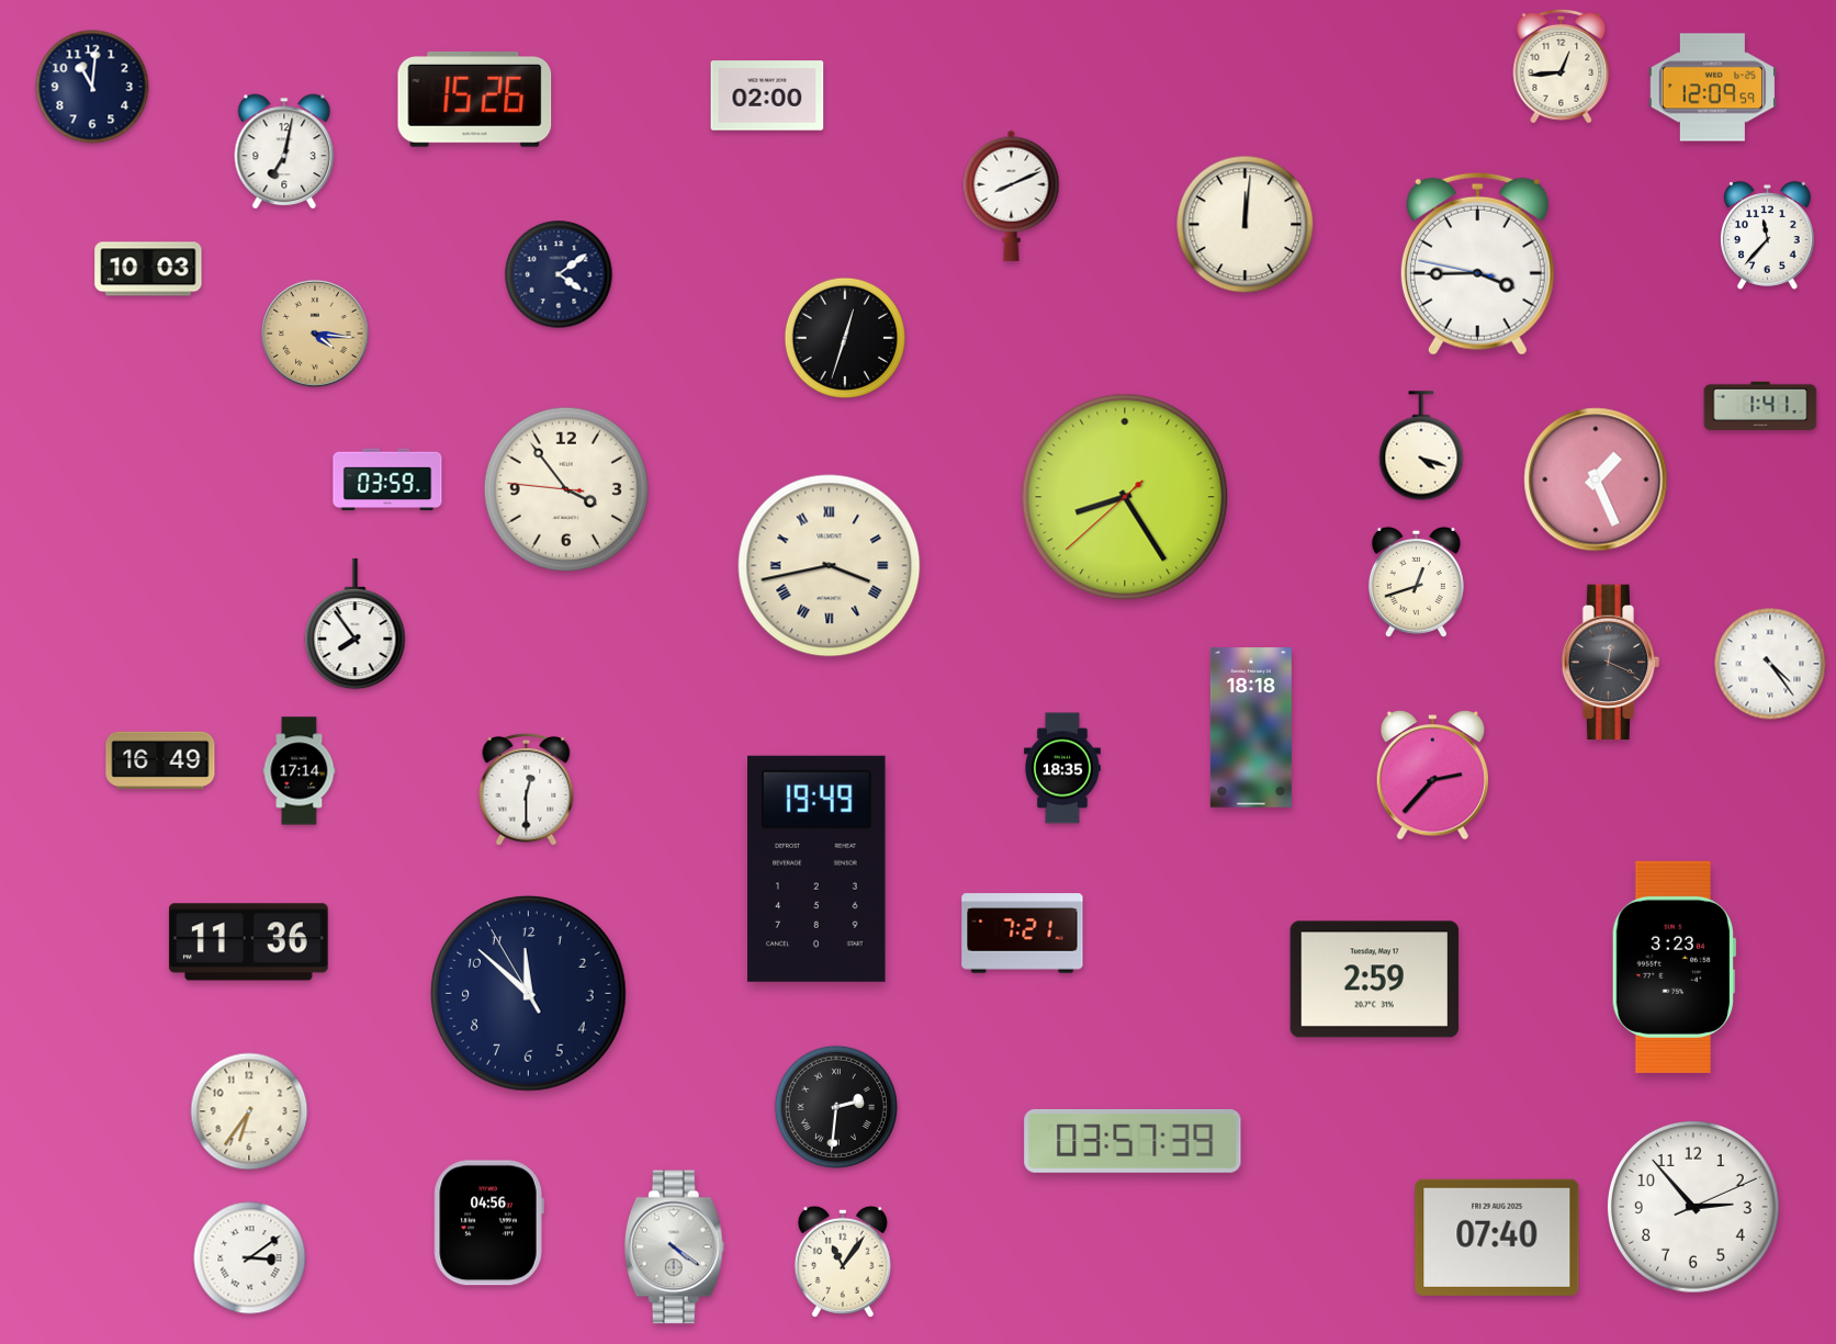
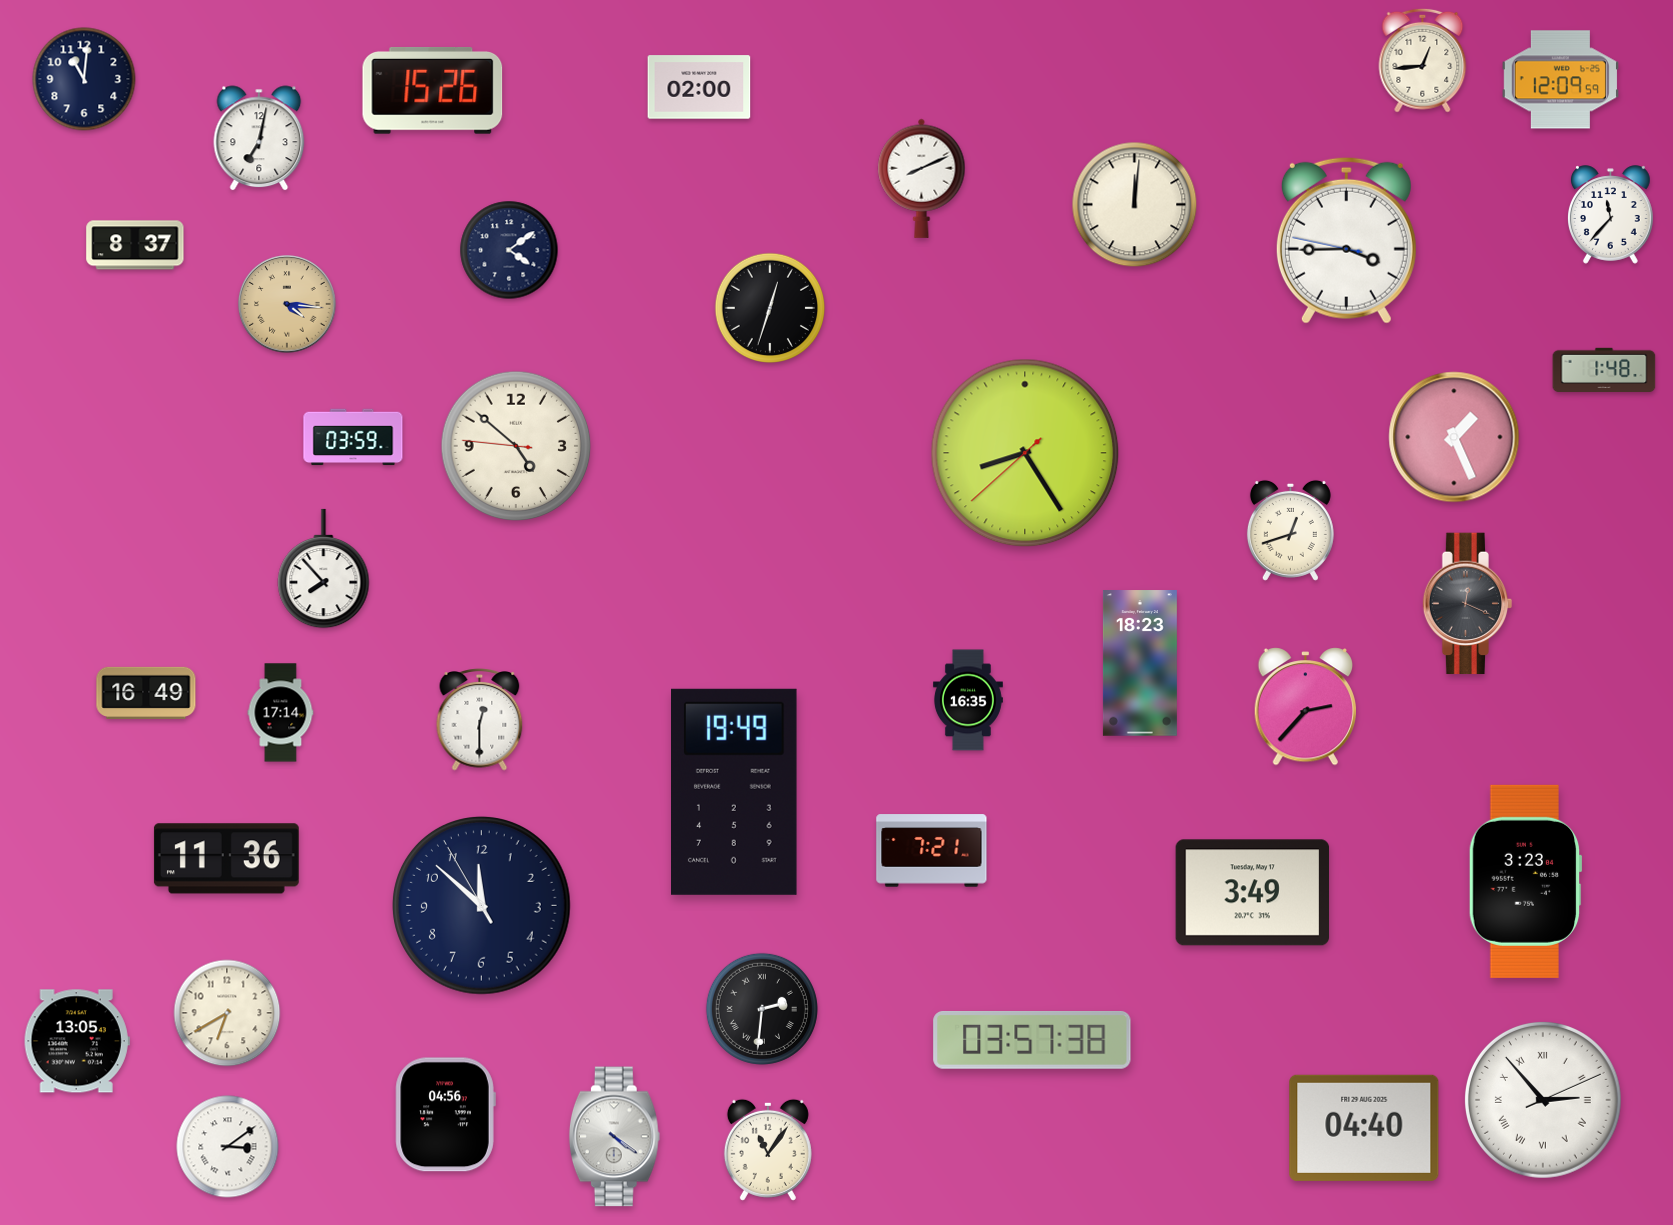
clock at (148, 269): 10:03 -> 8:37
clock at (1760, 406): 1:41 -> 1:48
clock at (1421, 445): 4:18 -> none
clock at (566, 489): 3:53 -> 4:51
clock at (830, 566): 3:43 -> none
clock at (356, 624): 7:54 -> 7:53
clock at (1770, 664): 4:24 -> none
clock at (1251, 727): 18:18 -> 18:23
clock at (1062, 768): 18:35 -> 16:35
clock at (300, 771) position: (300, 771) -> (281, 713)
clock at (818, 869) position: (818, 869) -> (735, 792)
clock at (1375, 980): 2:59 -> 3:49
clock at (249, 1111): 6:36 -> 6:40
clock at (1133, 1141): 03:57:39 -> 03:57:38
clock at (77, 1041): none -> 13:05
clock at (1693, 1207) numerals: Arabic -> Roman
clock at (1497, 1238): 07:40 -> 04:40
